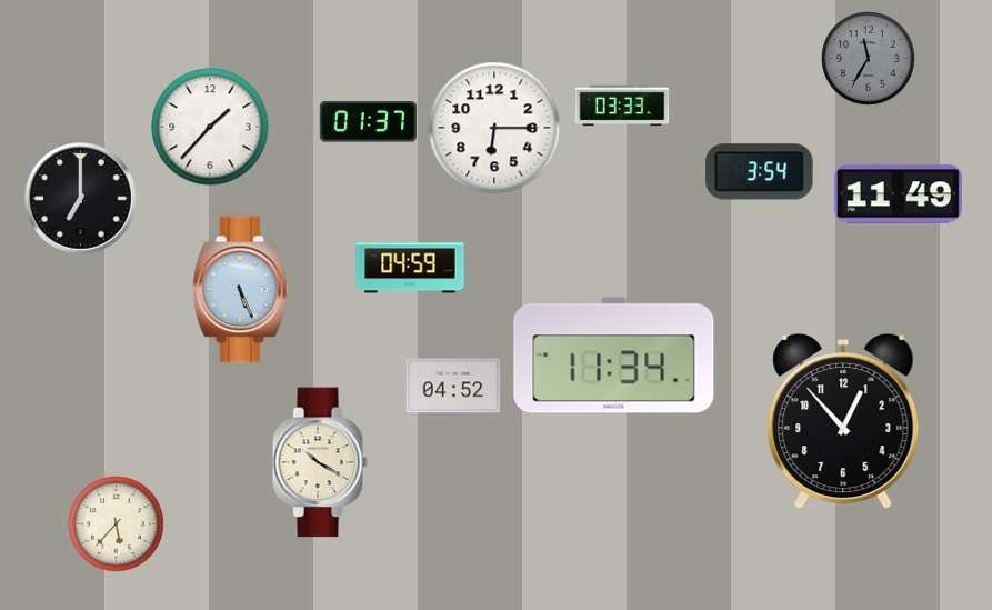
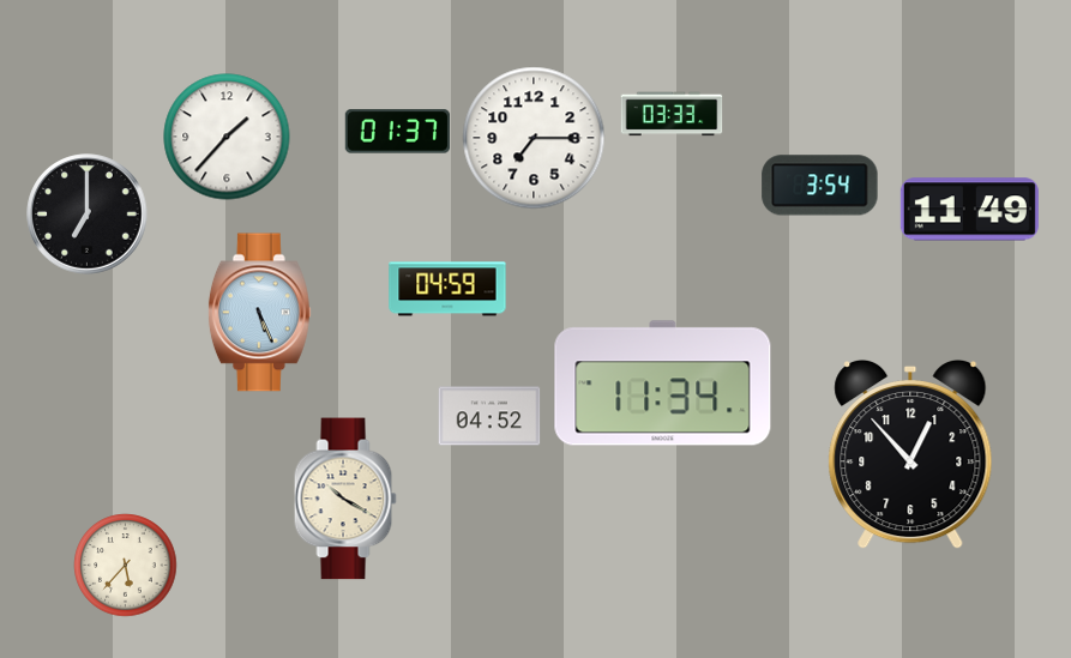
clock at (869, 59): 11:35 -> none
clock at (494, 128): 6:15 -> 7:15
clock at (410, 268) position: (410, 268) -> (447, 289)
